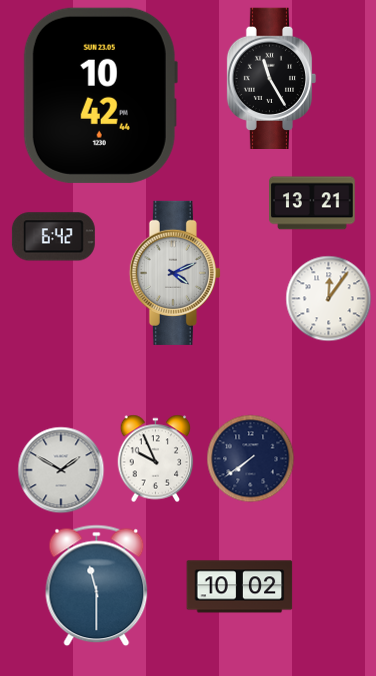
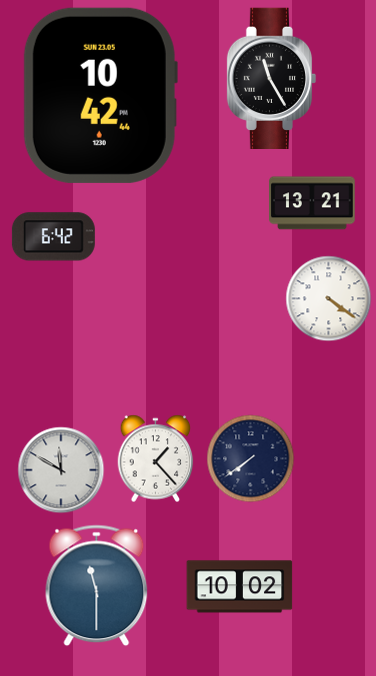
clock at (175, 273): 4:11 -> none
clock at (329, 299): 12:06 -> 4:21
clock at (156, 459): 9:56 -> 1:23
clock at (61, 470): 1:50 -> 11:50
